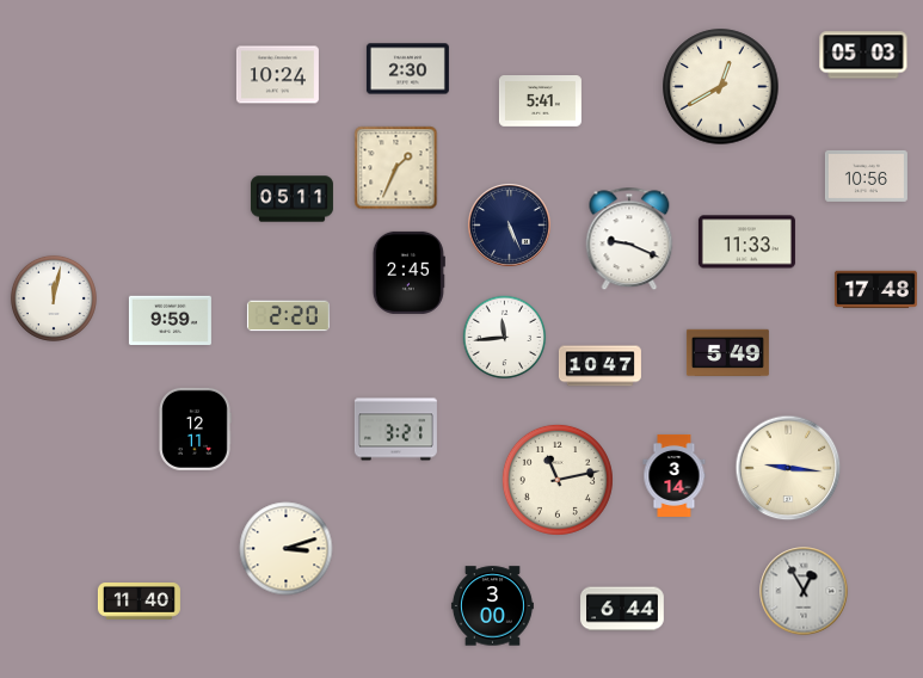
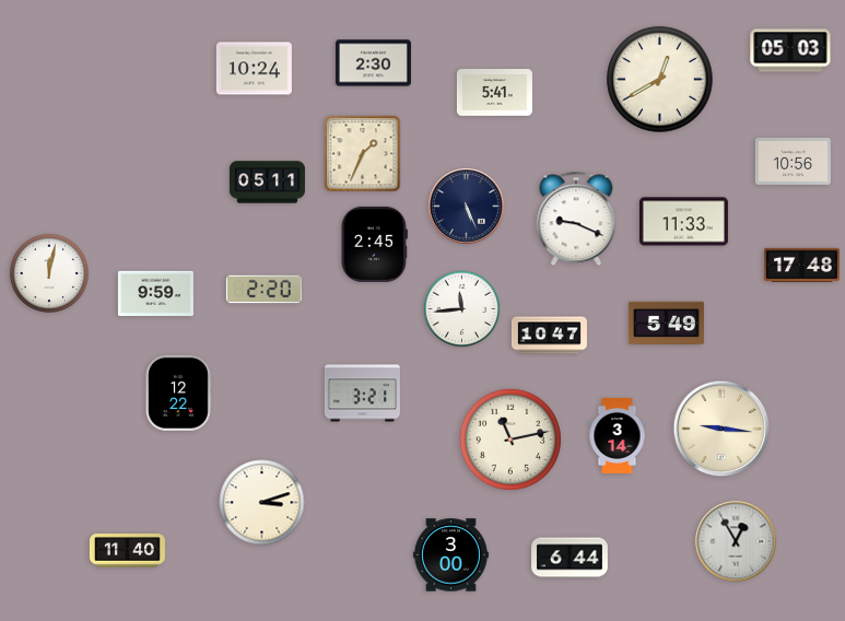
clock at (408, 272) position: (408, 272) -> (374, 244)
clock at (195, 429): 12:11 -> 12:22
